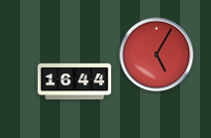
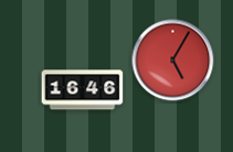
clock at (75, 82): 16:44 -> 16:46
